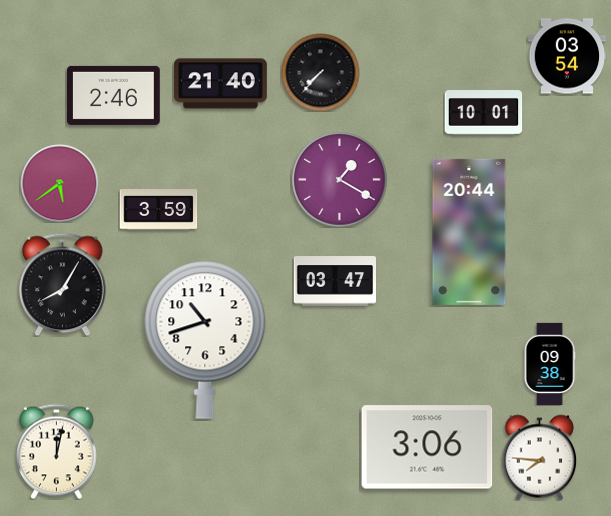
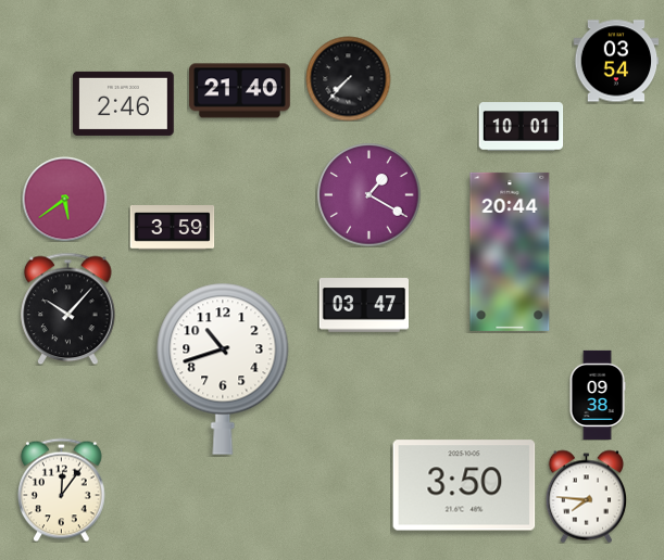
clock at (483, 113) position: (483, 113) -> (521, 127)
clock at (63, 284): 8:05 -> 10:07
clock at (427, 447): 3:06 -> 3:50
clock at (57, 451): 12:02 -> 12:06
